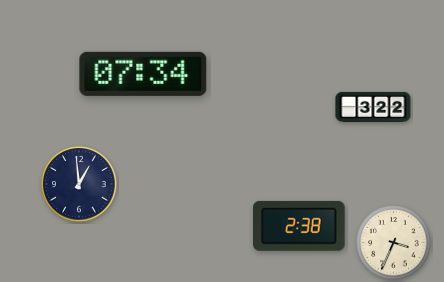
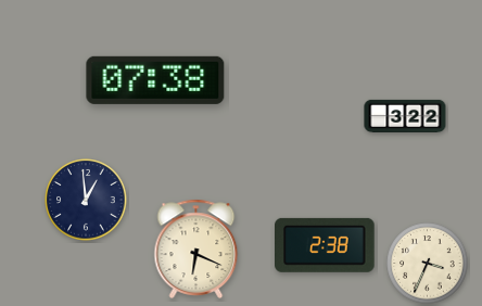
clock at (143, 74): 07:34 -> 07:38
clock at (196, 248): none -> 6:19
